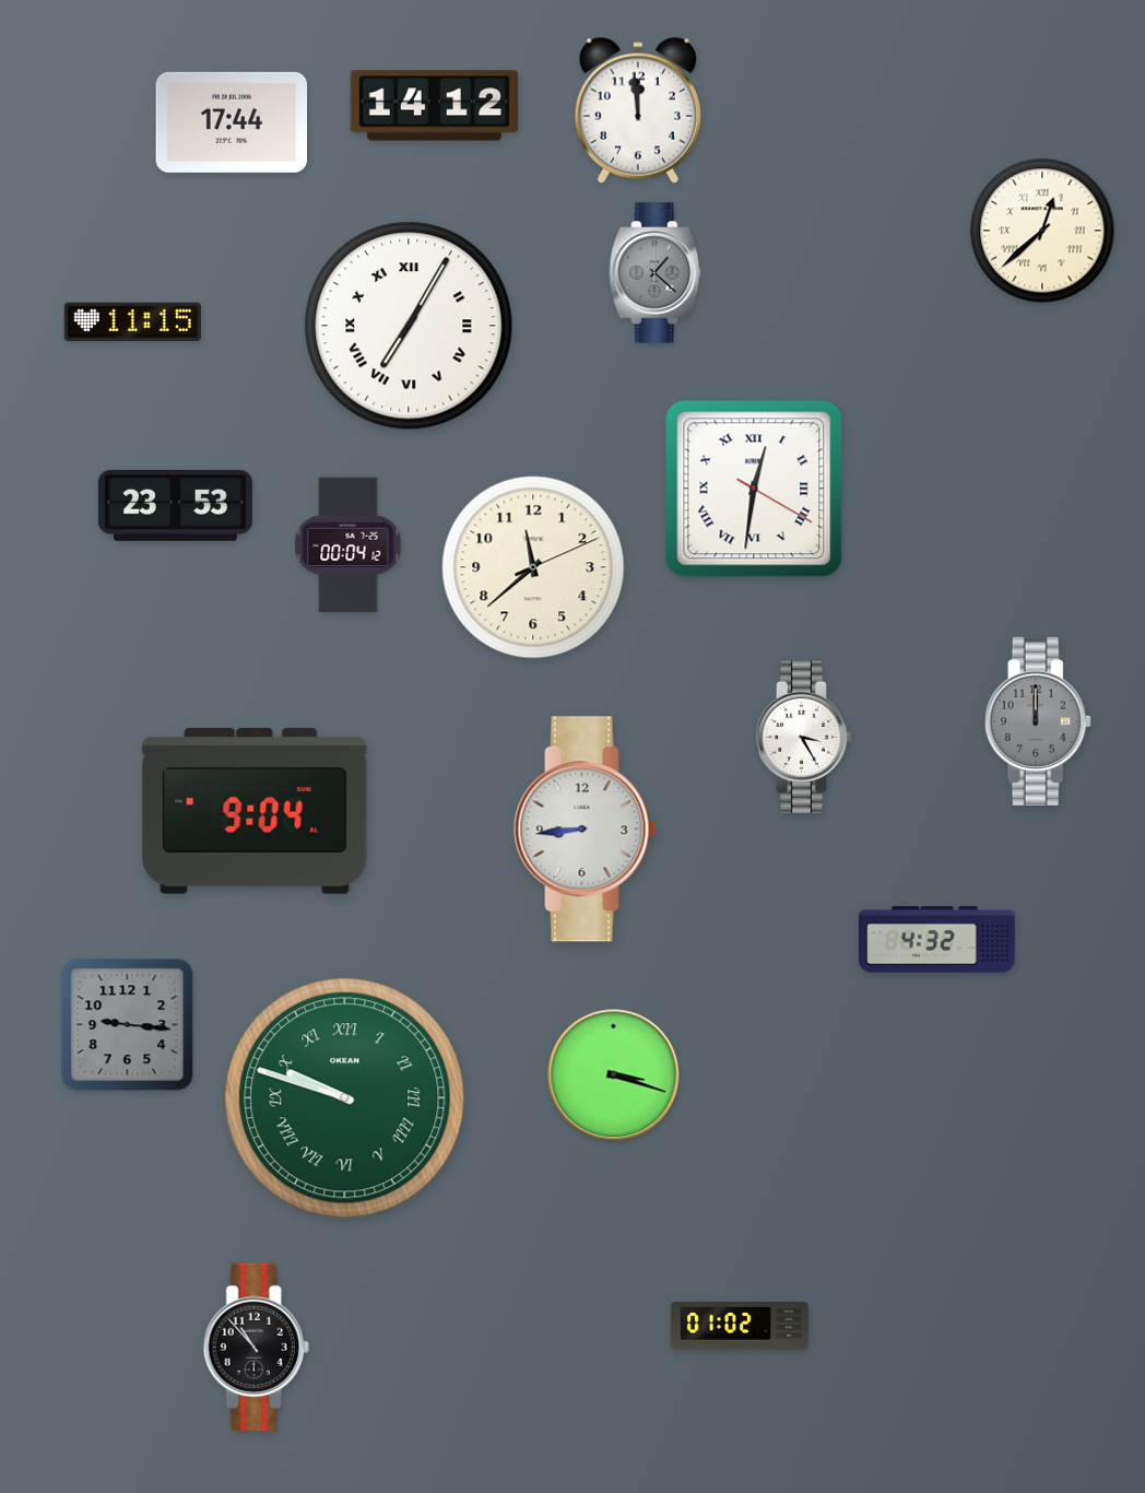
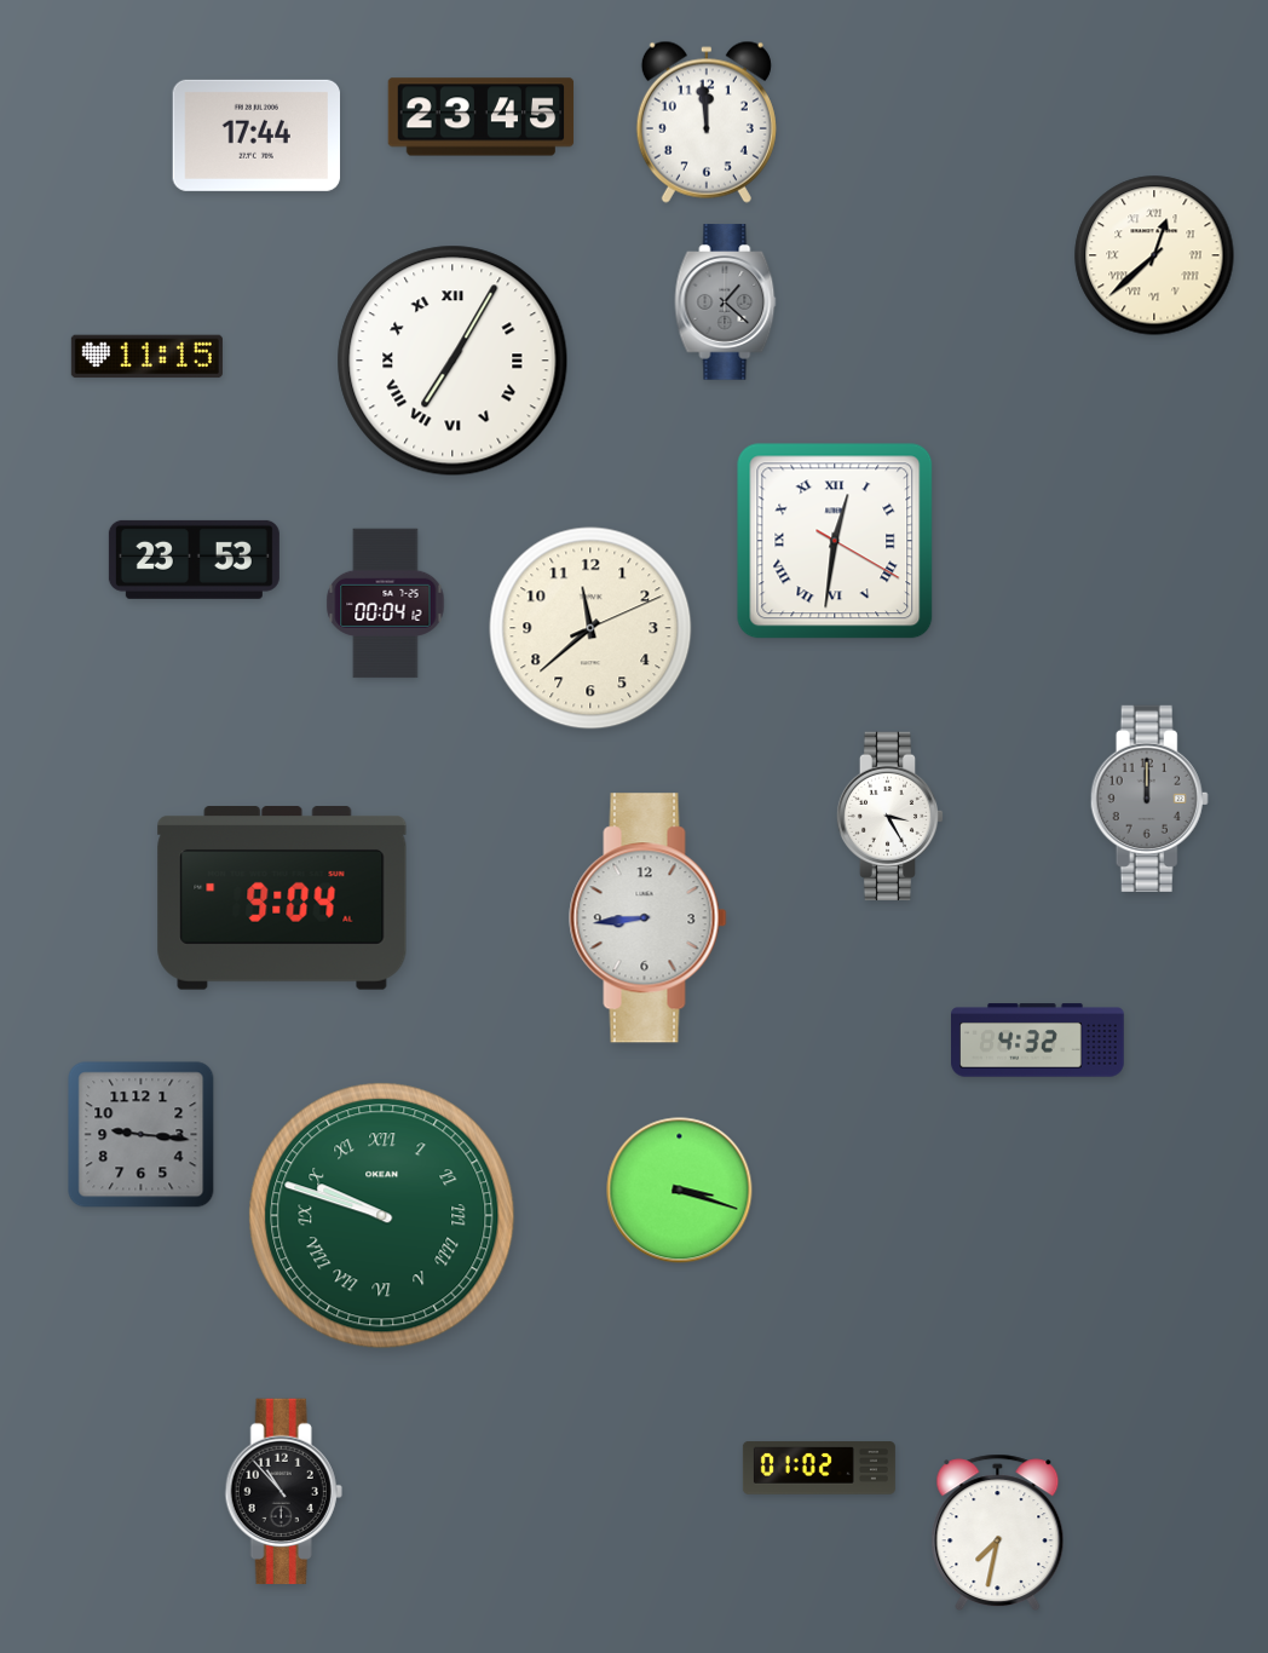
clock at (435, 106): 14:12 -> 23:45
clock at (998, 1533): none -> 7:32
